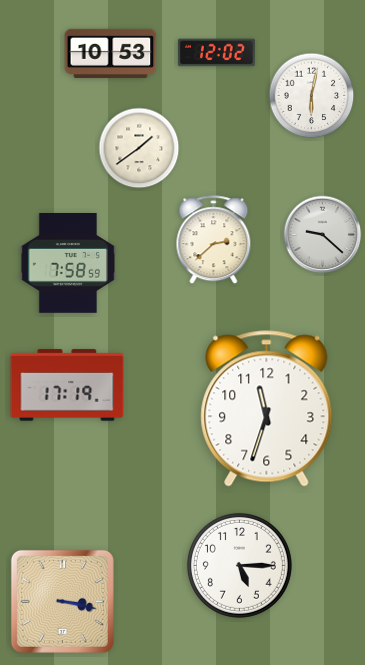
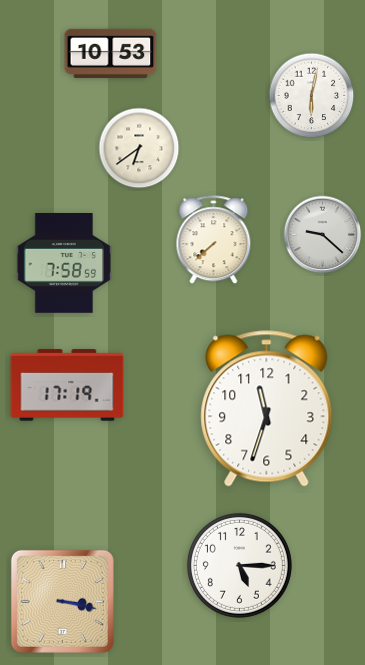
clock at (216, 53): 12:02 -> none
clock at (139, 148): 1:39 -> 6:39
clock at (214, 240): 2:38 -> 7:38
clock at (67, 264) position: (67, 264) -> (63, 264)
